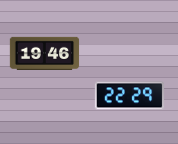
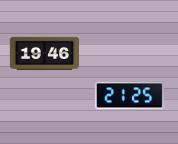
clock at (130, 96): 22:29 -> 21:25
